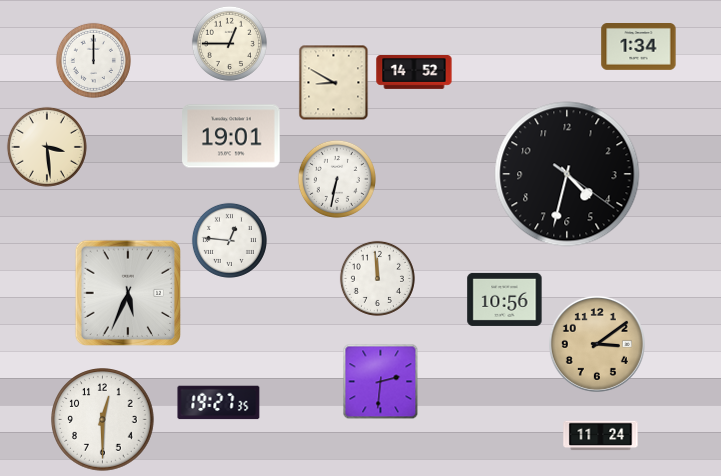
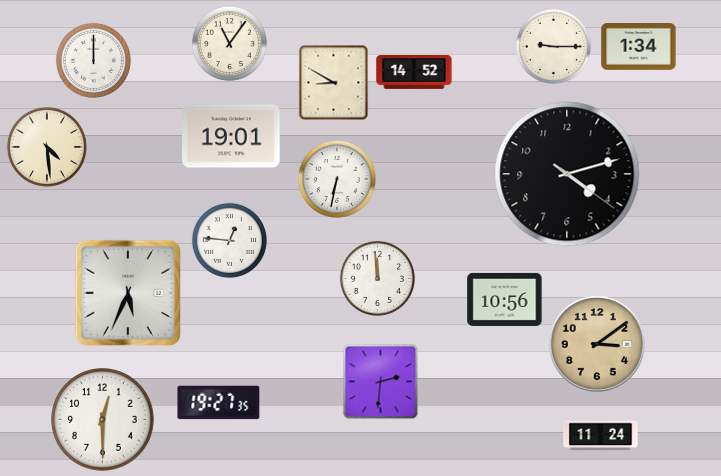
clock at (229, 43): 12:45 -> 11:06
clock at (553, 46): none -> 9:15
clock at (47, 147): 3:29 -> 4:29
clock at (567, 174): 4:32 -> 4:12
